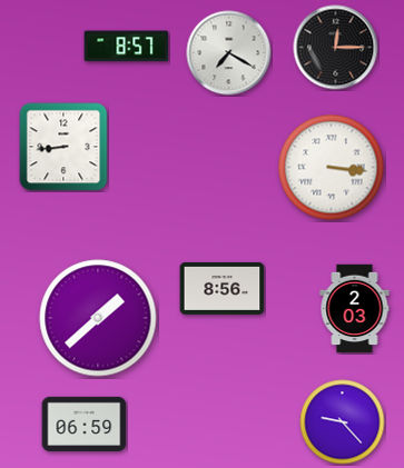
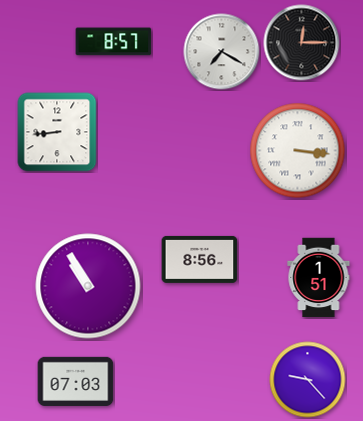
clock at (229, 53) position: (229, 53) -> (222, 52)
clock at (355, 309): 2:03 -> 1:51
clock at (98, 318): 1:38 -> 10:55
clock at (85, 424): 06:59 -> 07:03
